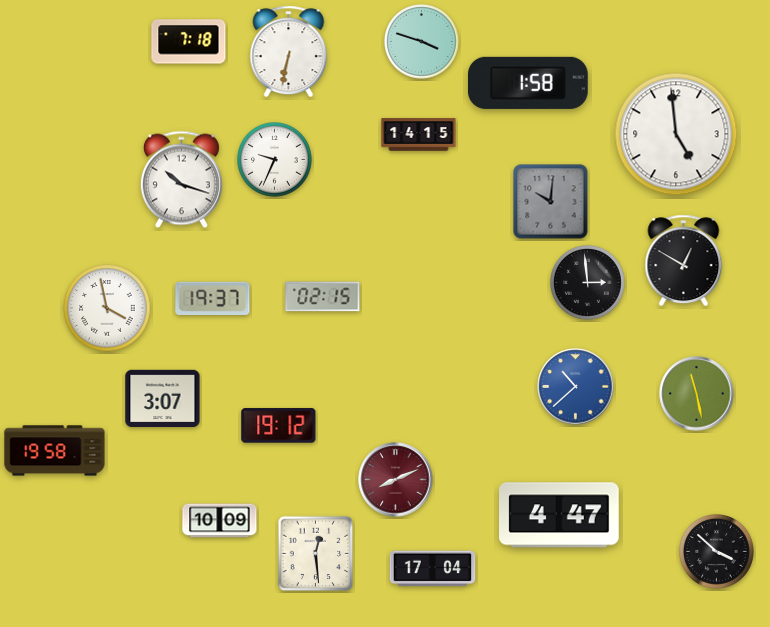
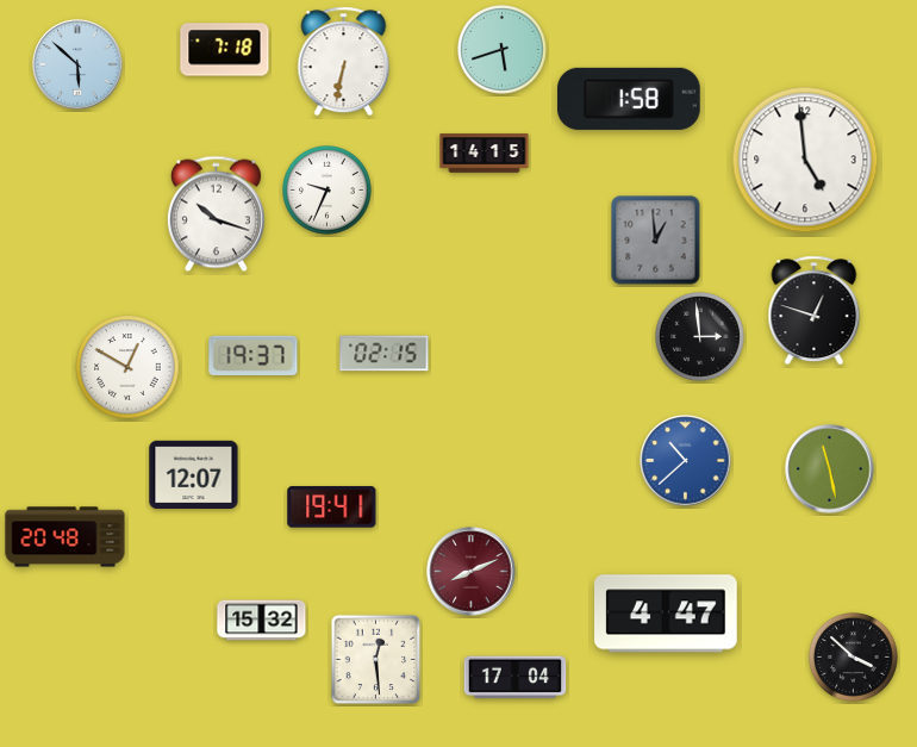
clock at (422, 42): 3:48 -> 5:42
clock at (77, 64): none -> 5:52
clock at (419, 135) position: (419, 135) -> (485, 154)
clock at (551, 202): 10:01 -> 12:59
clock at (684, 261): 12:50 -> 12:48
clock at (107, 308): 3:58 -> 12:50
clock at (163, 399): 3:07 -> 12:07
clock at (279, 426): 19:12 -> 19:41
clock at (55, 451): 19:58 -> 20:48
clock at (220, 521): 10:09 -> 15:32
